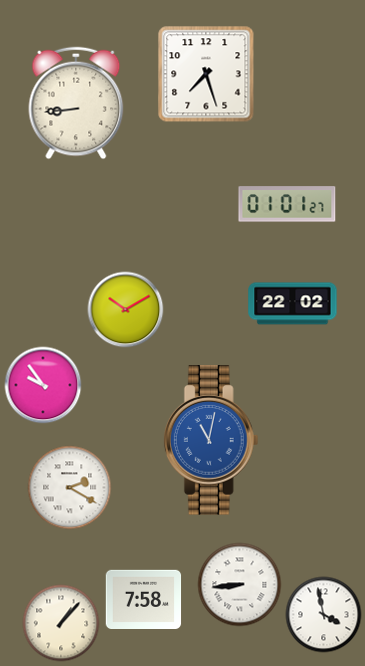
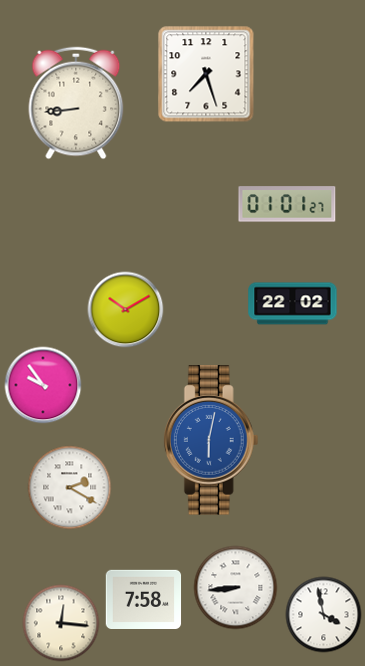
clock at (211, 440): 11:02 -> 6:02
clock at (240, 585) position: (240, 585) -> (236, 588)
clock at (61, 623): 1:07 -> 12:16
